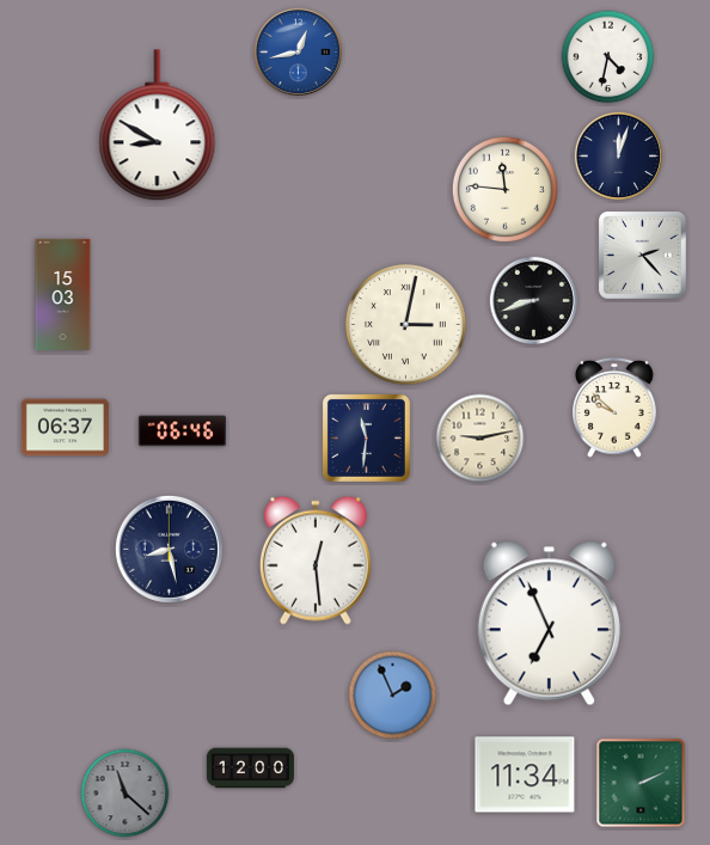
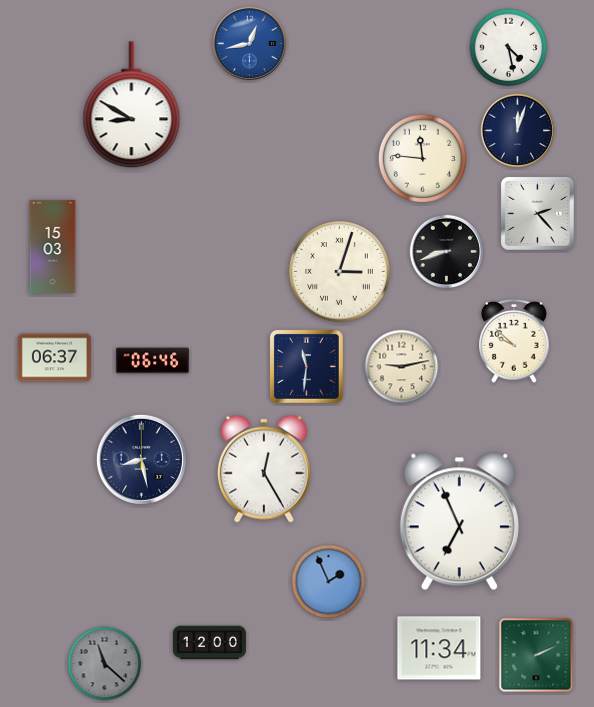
clock at (608, 57): 4:32 -> 4:28
clock at (406, 325): 3:02 -> 3:03
clock at (316, 561): 12:29 -> 12:25
